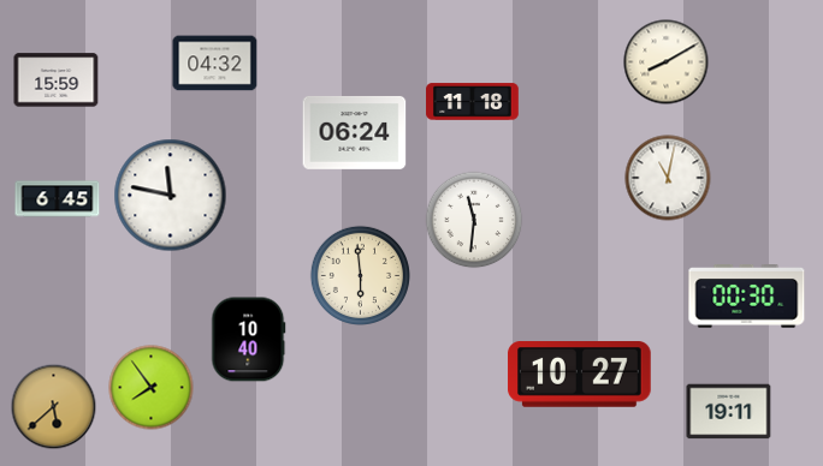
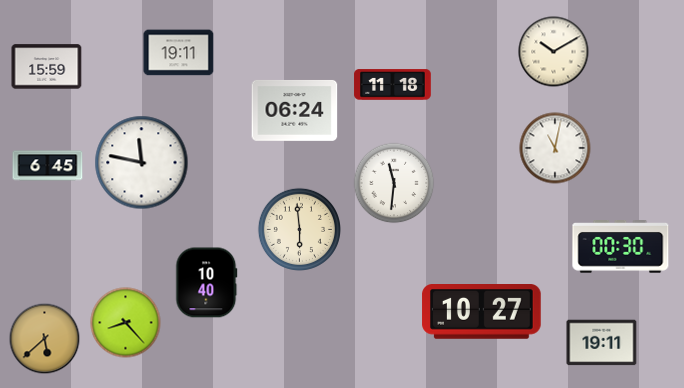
clock at (667, 62): 8:10 -> 10:10
clock at (215, 64): 04:32 -> 19:11
clock at (152, 388): 7:54 -> 8:23
clock at (729, 412) position: (729, 412) -> (602, 343)
